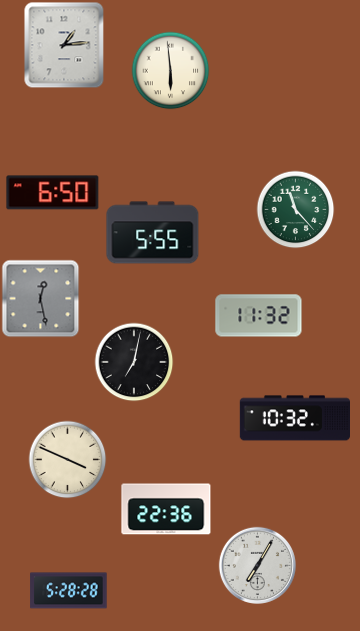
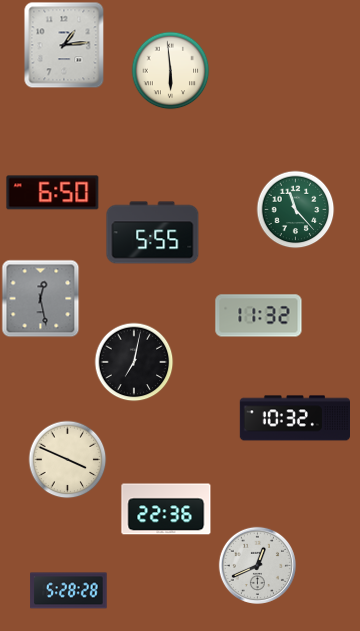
clock at (257, 565): 7:05 -> 12:41
